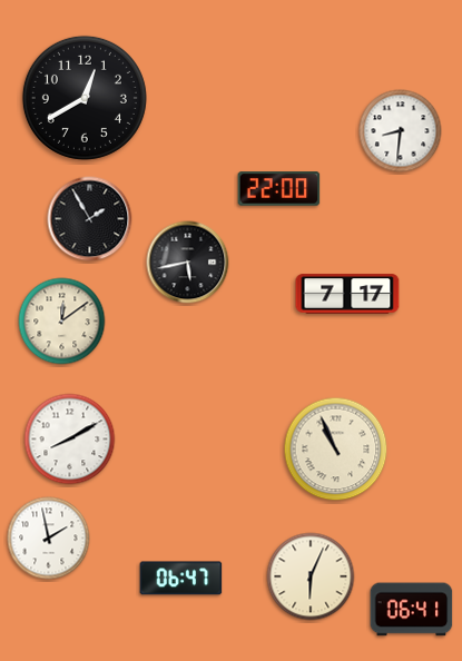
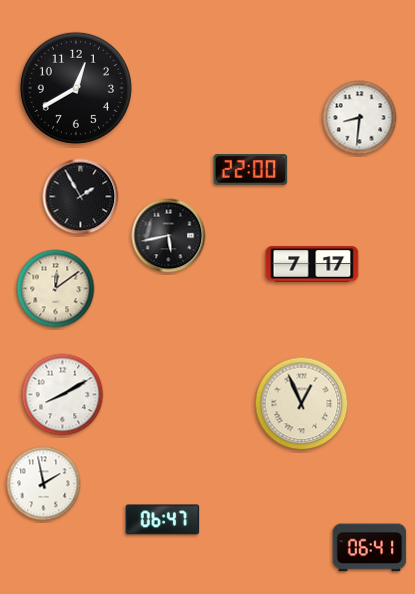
clock at (336, 450): 10:56 -> 12:56
clock at (311, 576): 6:04 -> none
